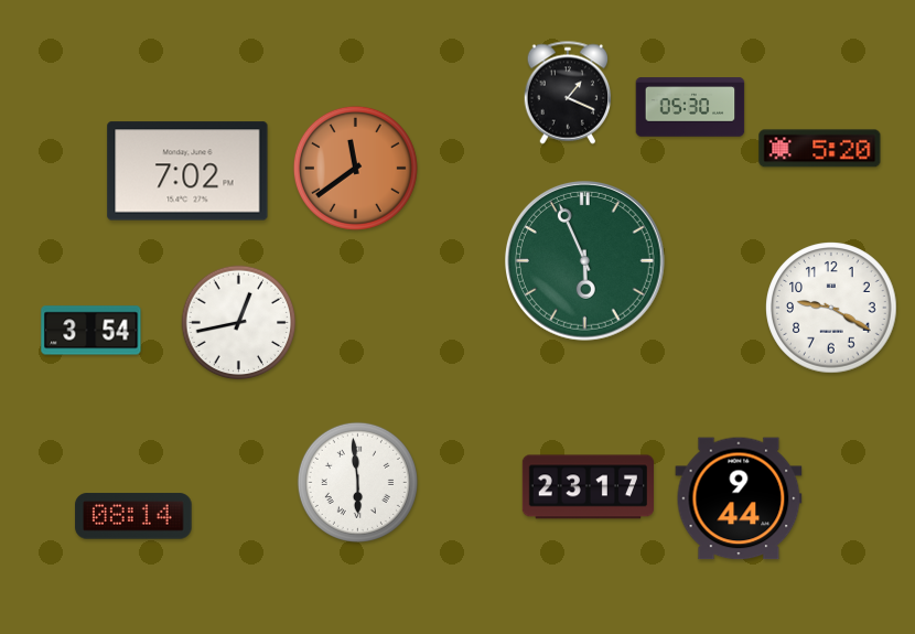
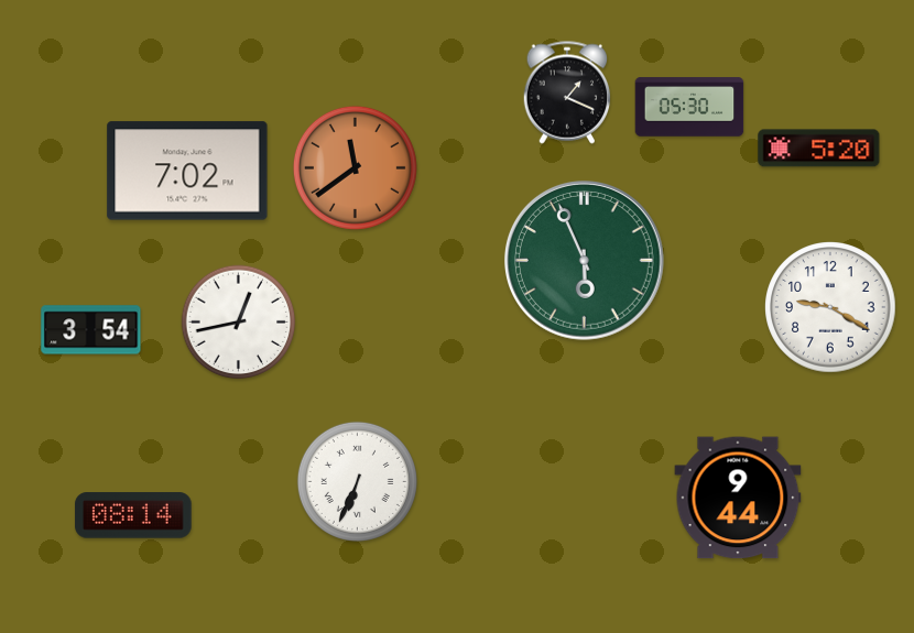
clock at (357, 482): 5:59 -> 6:34
clock at (588, 487): 23:17 -> none
